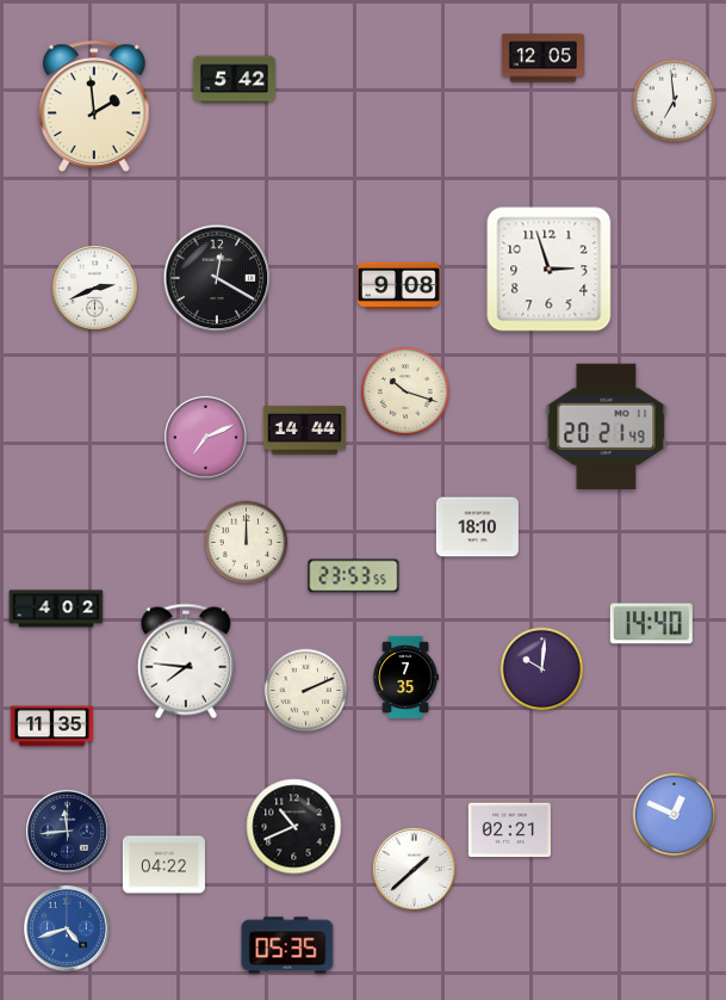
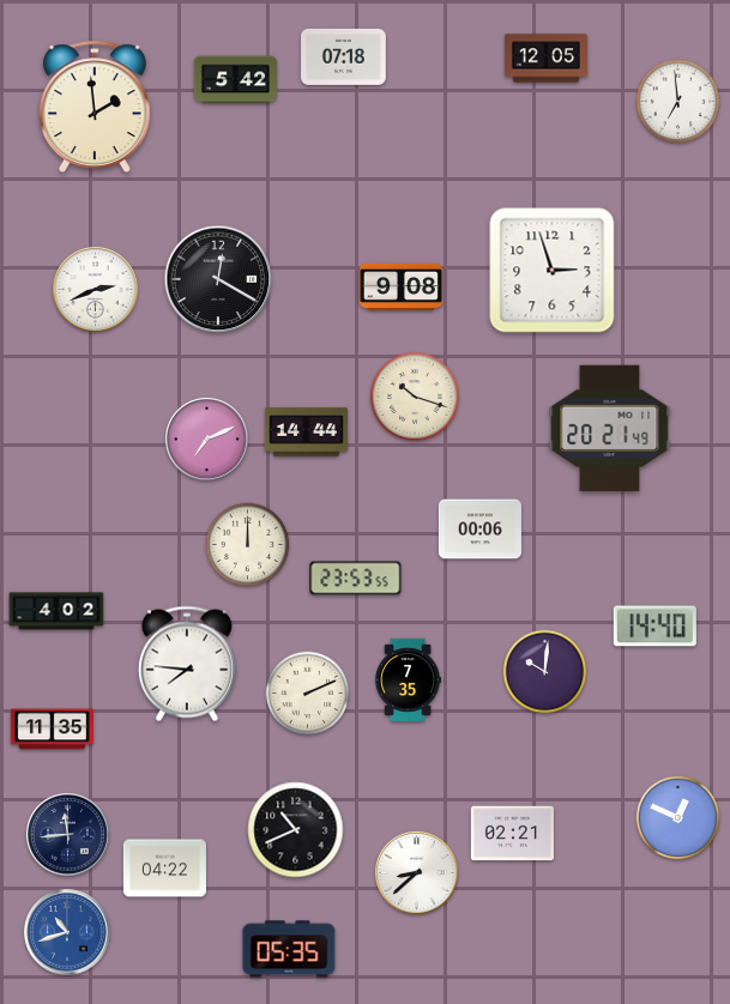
clock at (344, 56): none -> 07:18
clock at (405, 391) position: (405, 391) -> (415, 397)
clock at (477, 527): 18:10 -> 00:06
clock at (414, 869): 1:38 -> 8:38
clock at (67, 928): 4:42 -> 10:42
